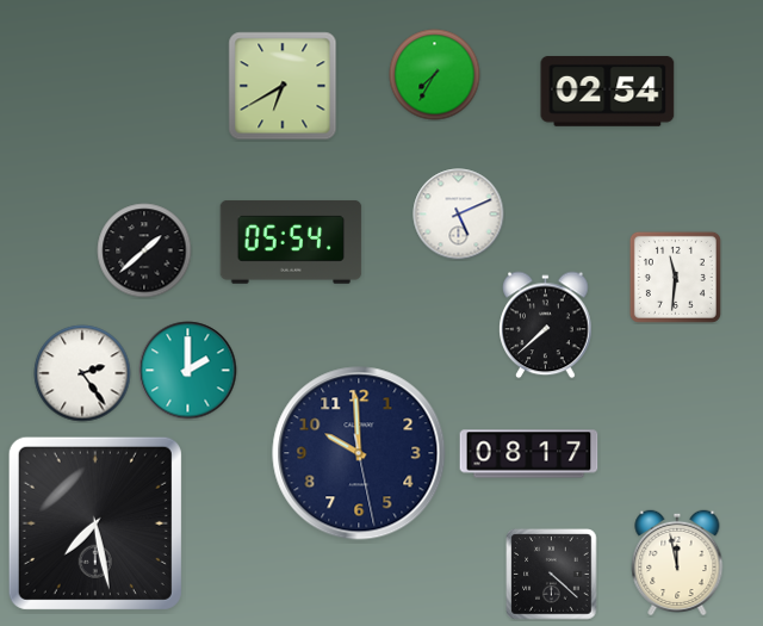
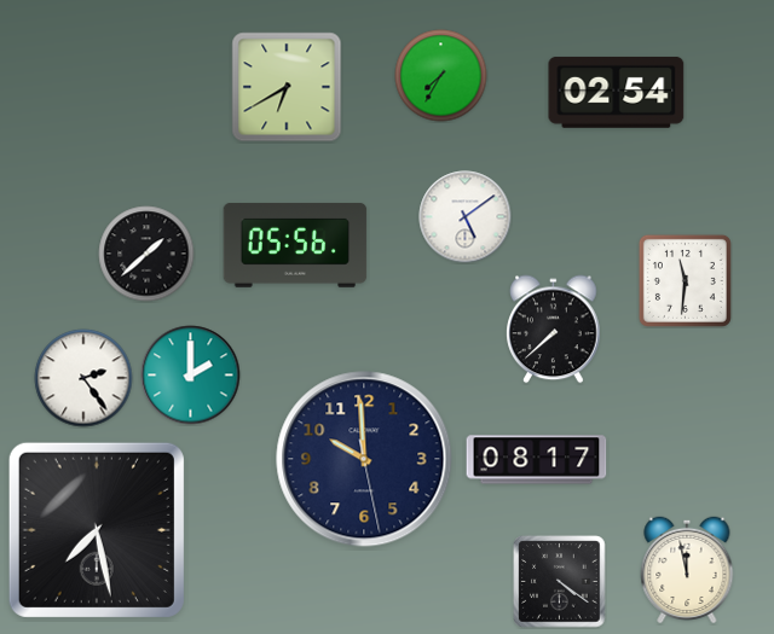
clock at (459, 215): 5:11 -> 5:09
clock at (291, 243): 05:54 -> 05:56
clock at (552, 575): 4:22 -> 4:21
